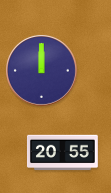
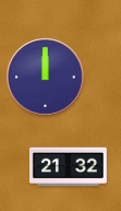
clock at (62, 153): 20:55 -> 21:32
